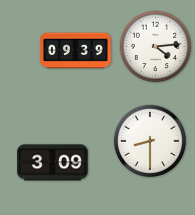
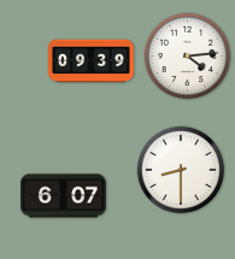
clock at (53, 163): 3:09 -> 6:07
